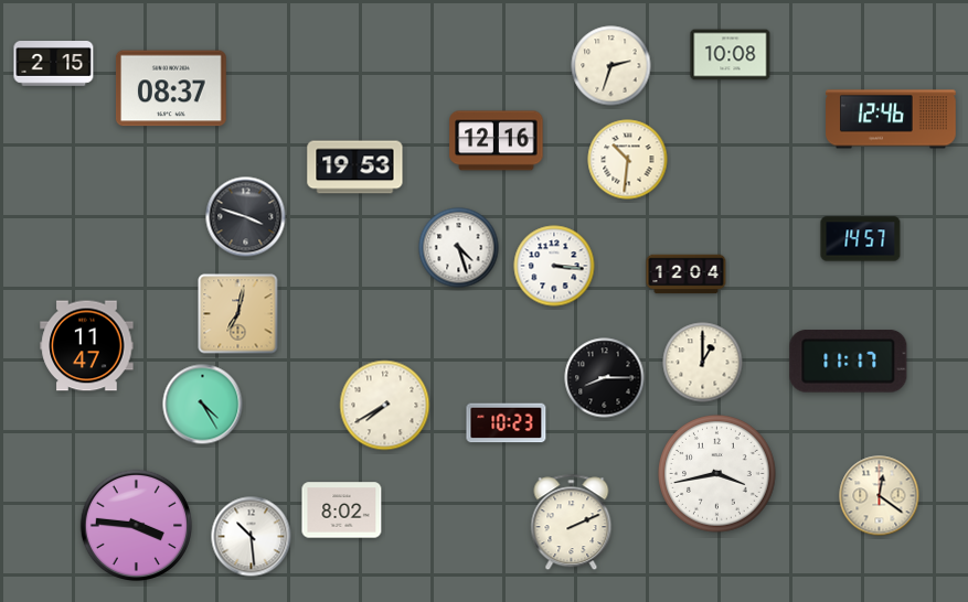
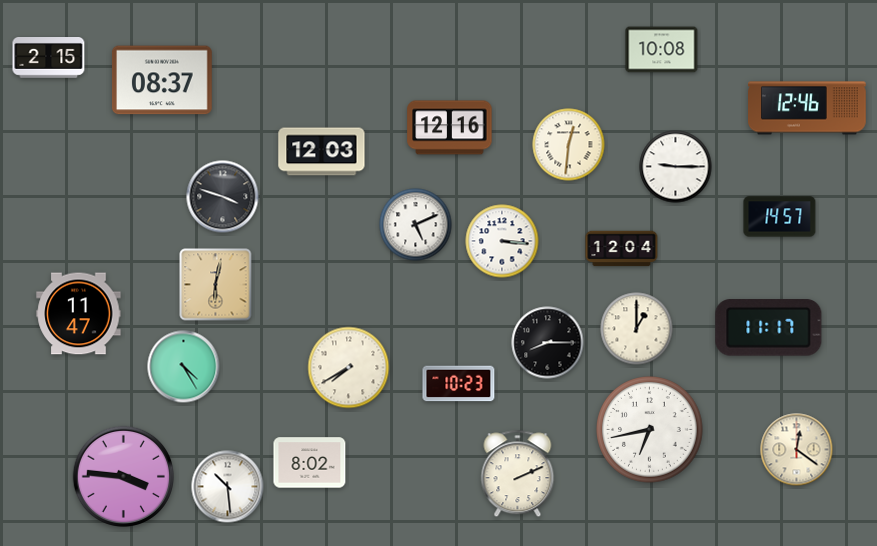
clock at (611, 66): 2:33 -> none
clock at (171, 88) position: (171, 88) -> (162, 80)
clock at (628, 160): 10:31 -> 12:31
clock at (355, 168): 19:53 -> 12:03
clock at (676, 167): none -> 9:15
clock at (459, 248): 4:27 -> 5:11
clock at (238, 314): 7:02 -> 6:02
clock at (717, 474): 3:43 -> 6:43
